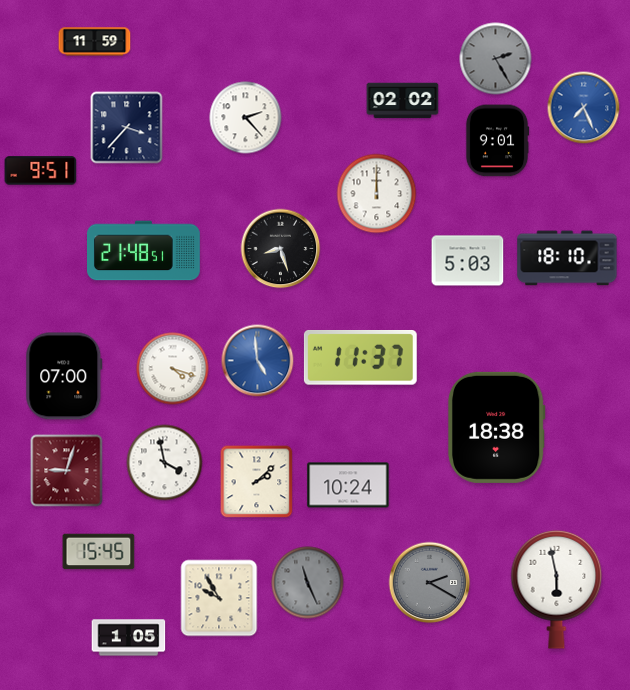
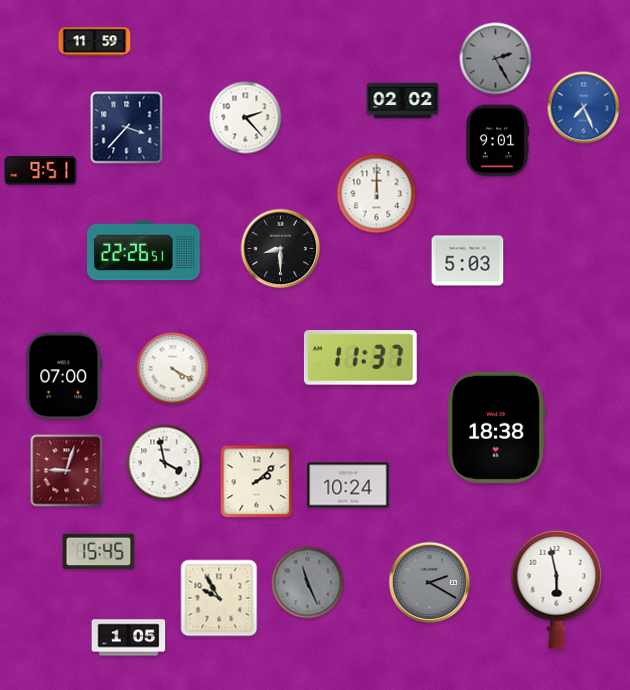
clock at (281, 249): 8:27 -> 8:30
clock at (144, 251): 21:48 -> 22:26
clock at (567, 258): 18:10 -> none
clock at (258, 361): 4:59 -> none
clock at (173, 369): 4:18 -> 4:20
